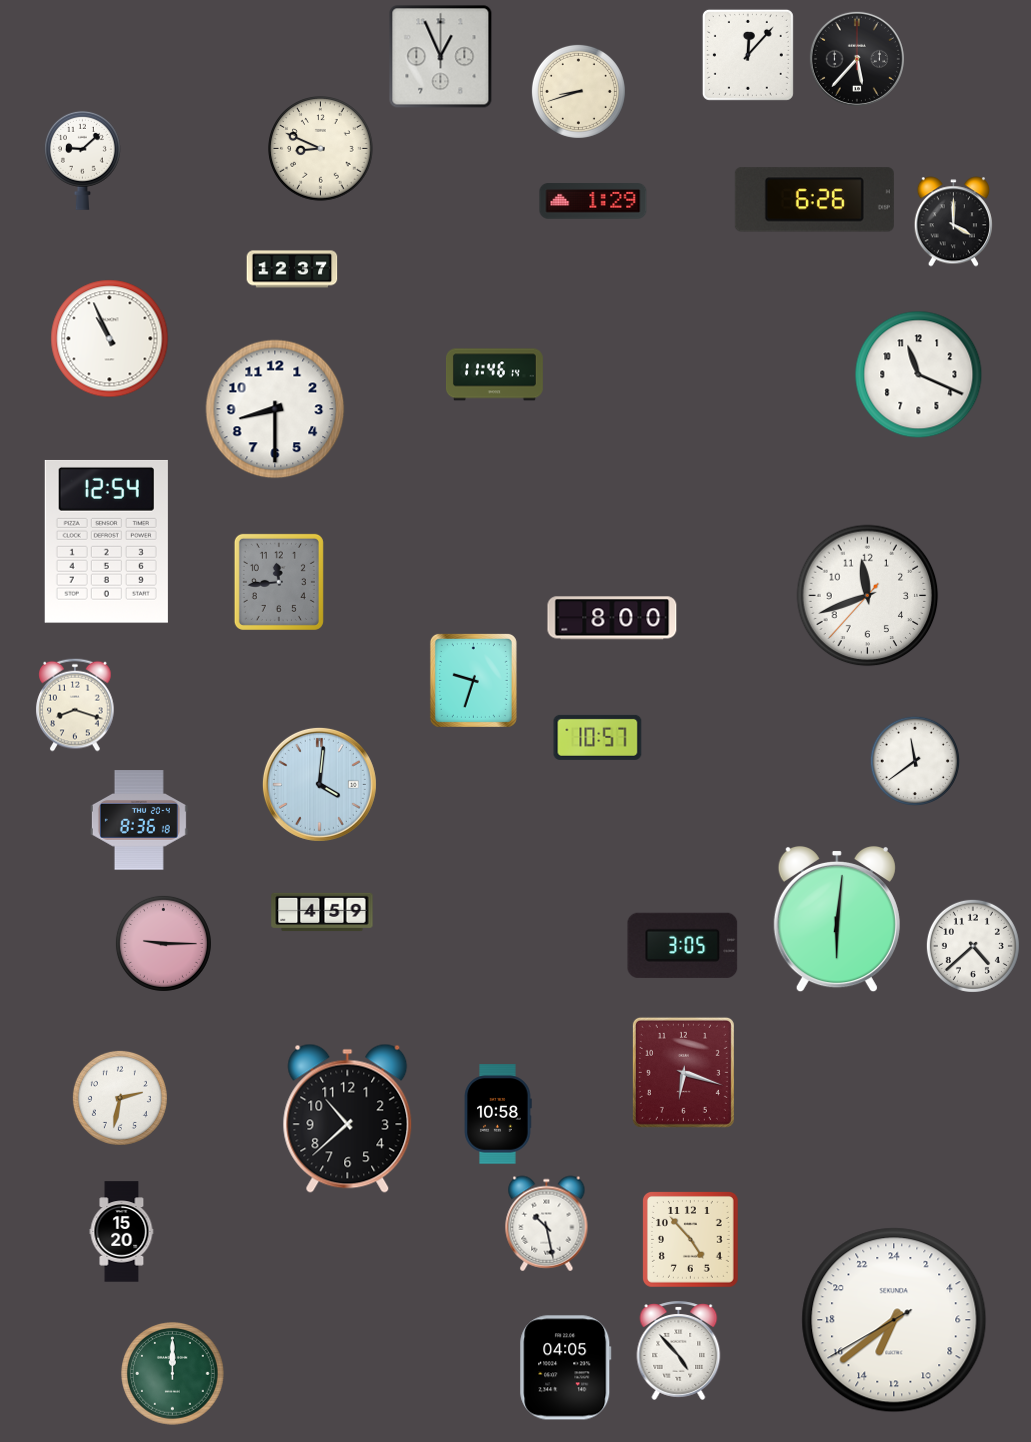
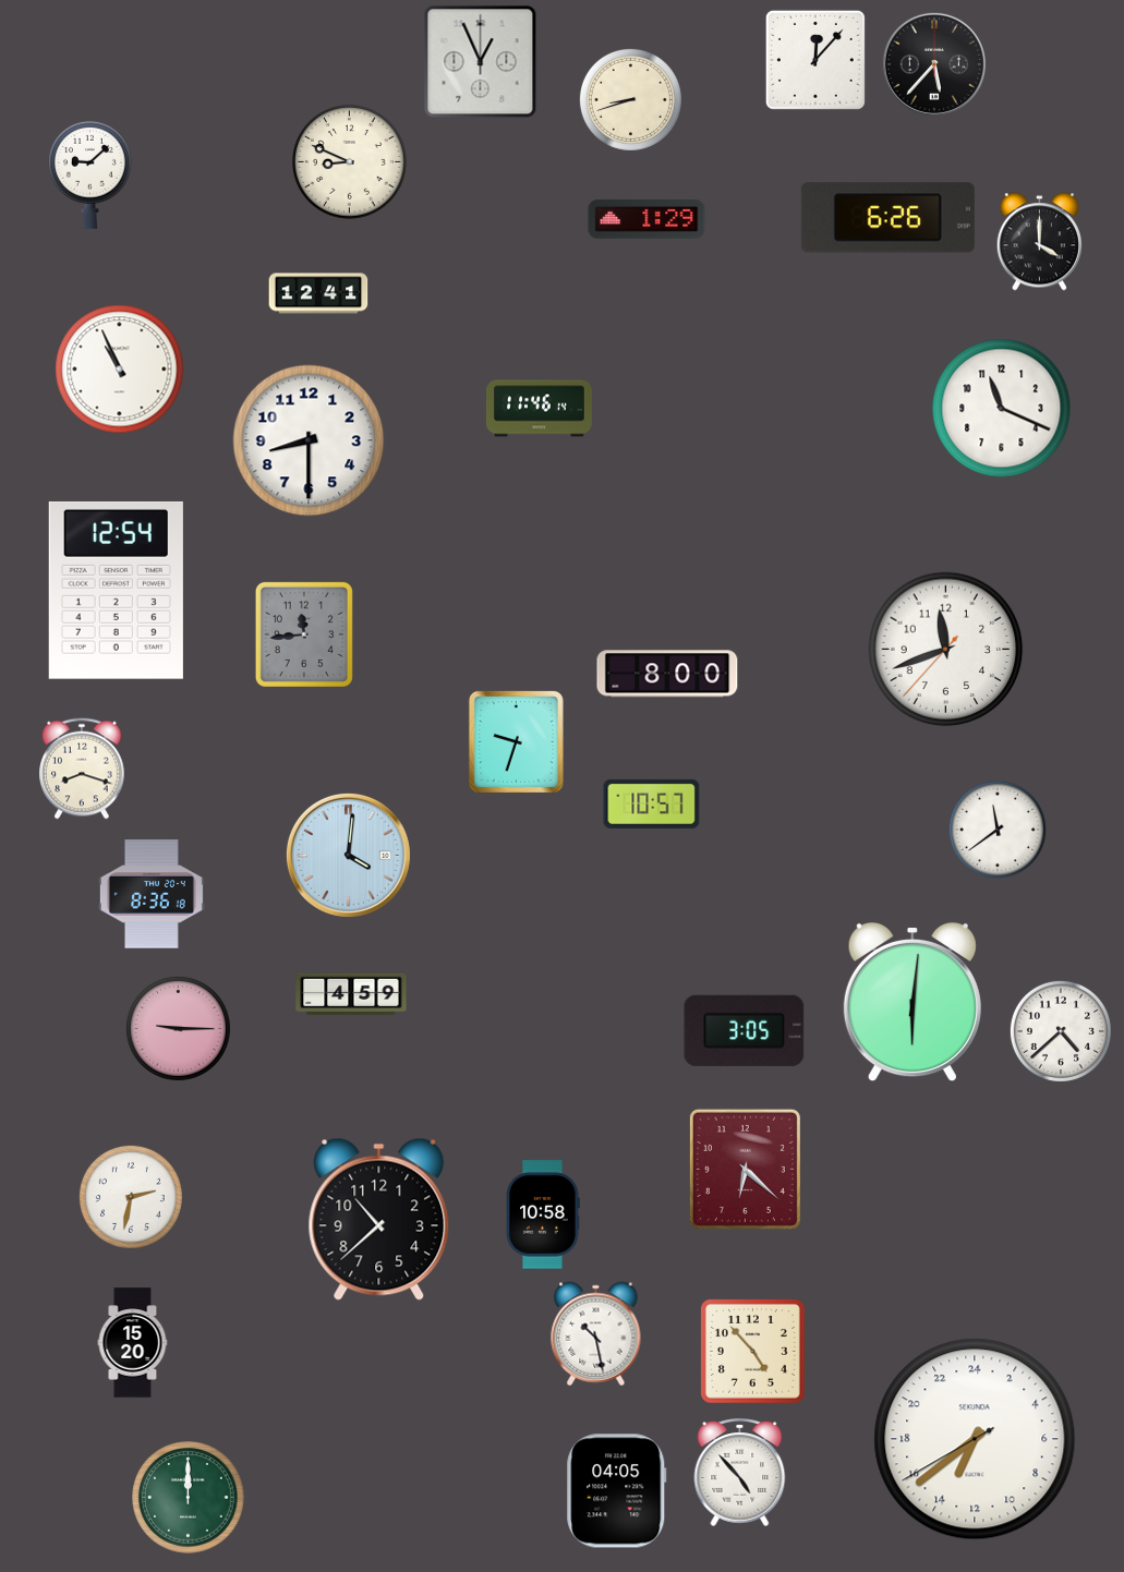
clock at (292, 269): 12:37 -> 12:41
clock at (275, 409) position: (275, 409) -> (309, 440)
clock at (683, 1072): 6:18 -> 6:22
